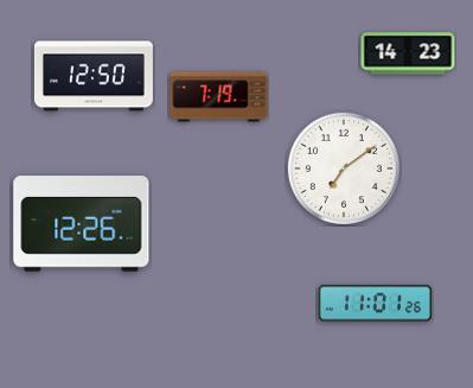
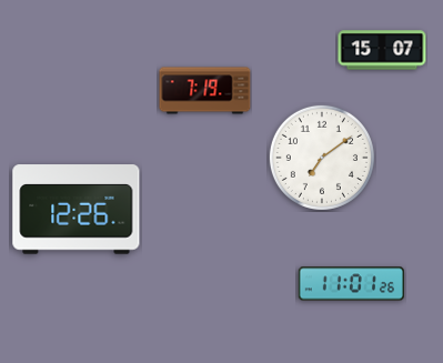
clock at (408, 53): 14:23 -> 15:07
clock at (94, 76): 12:50 -> none
